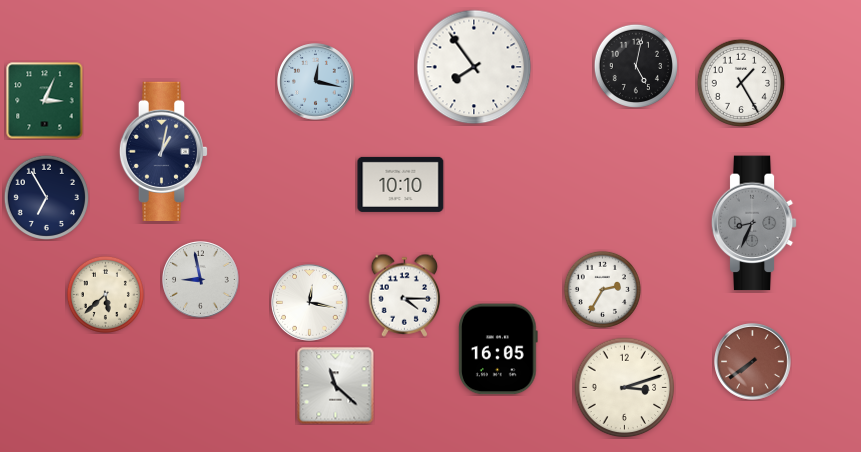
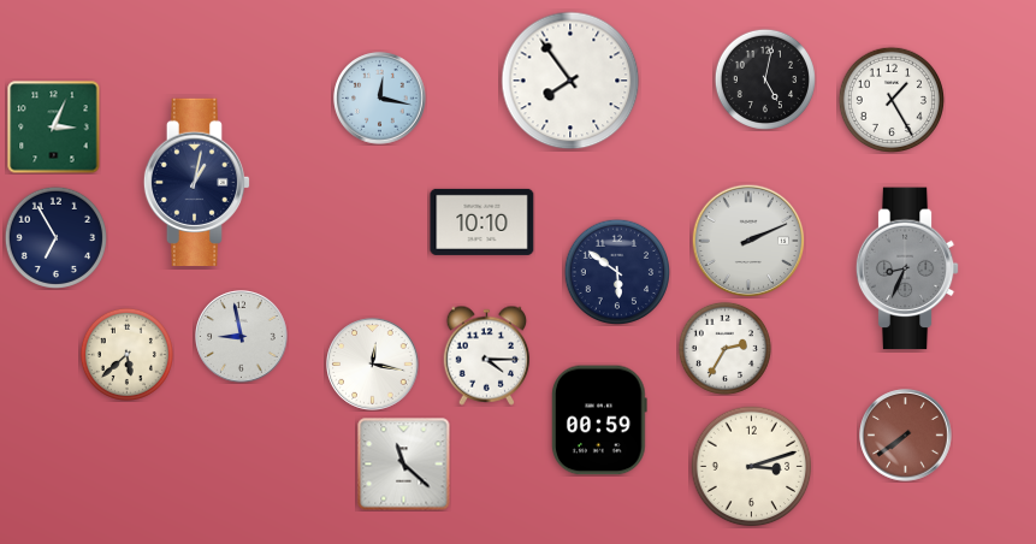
clock at (45, 101) position: (45, 101) -> (54, 128)
clock at (748, 241): none -> 2:11
clock at (616, 271): none -> 5:51
clock at (498, 349): 16:05 -> 00:59
